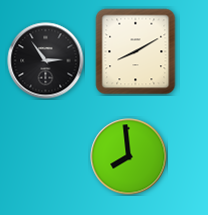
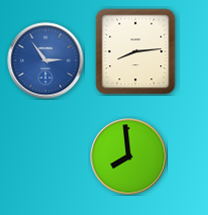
clock at (136, 52): 8:10 -> 8:14
clock at (46, 61) dial: black -> blue
